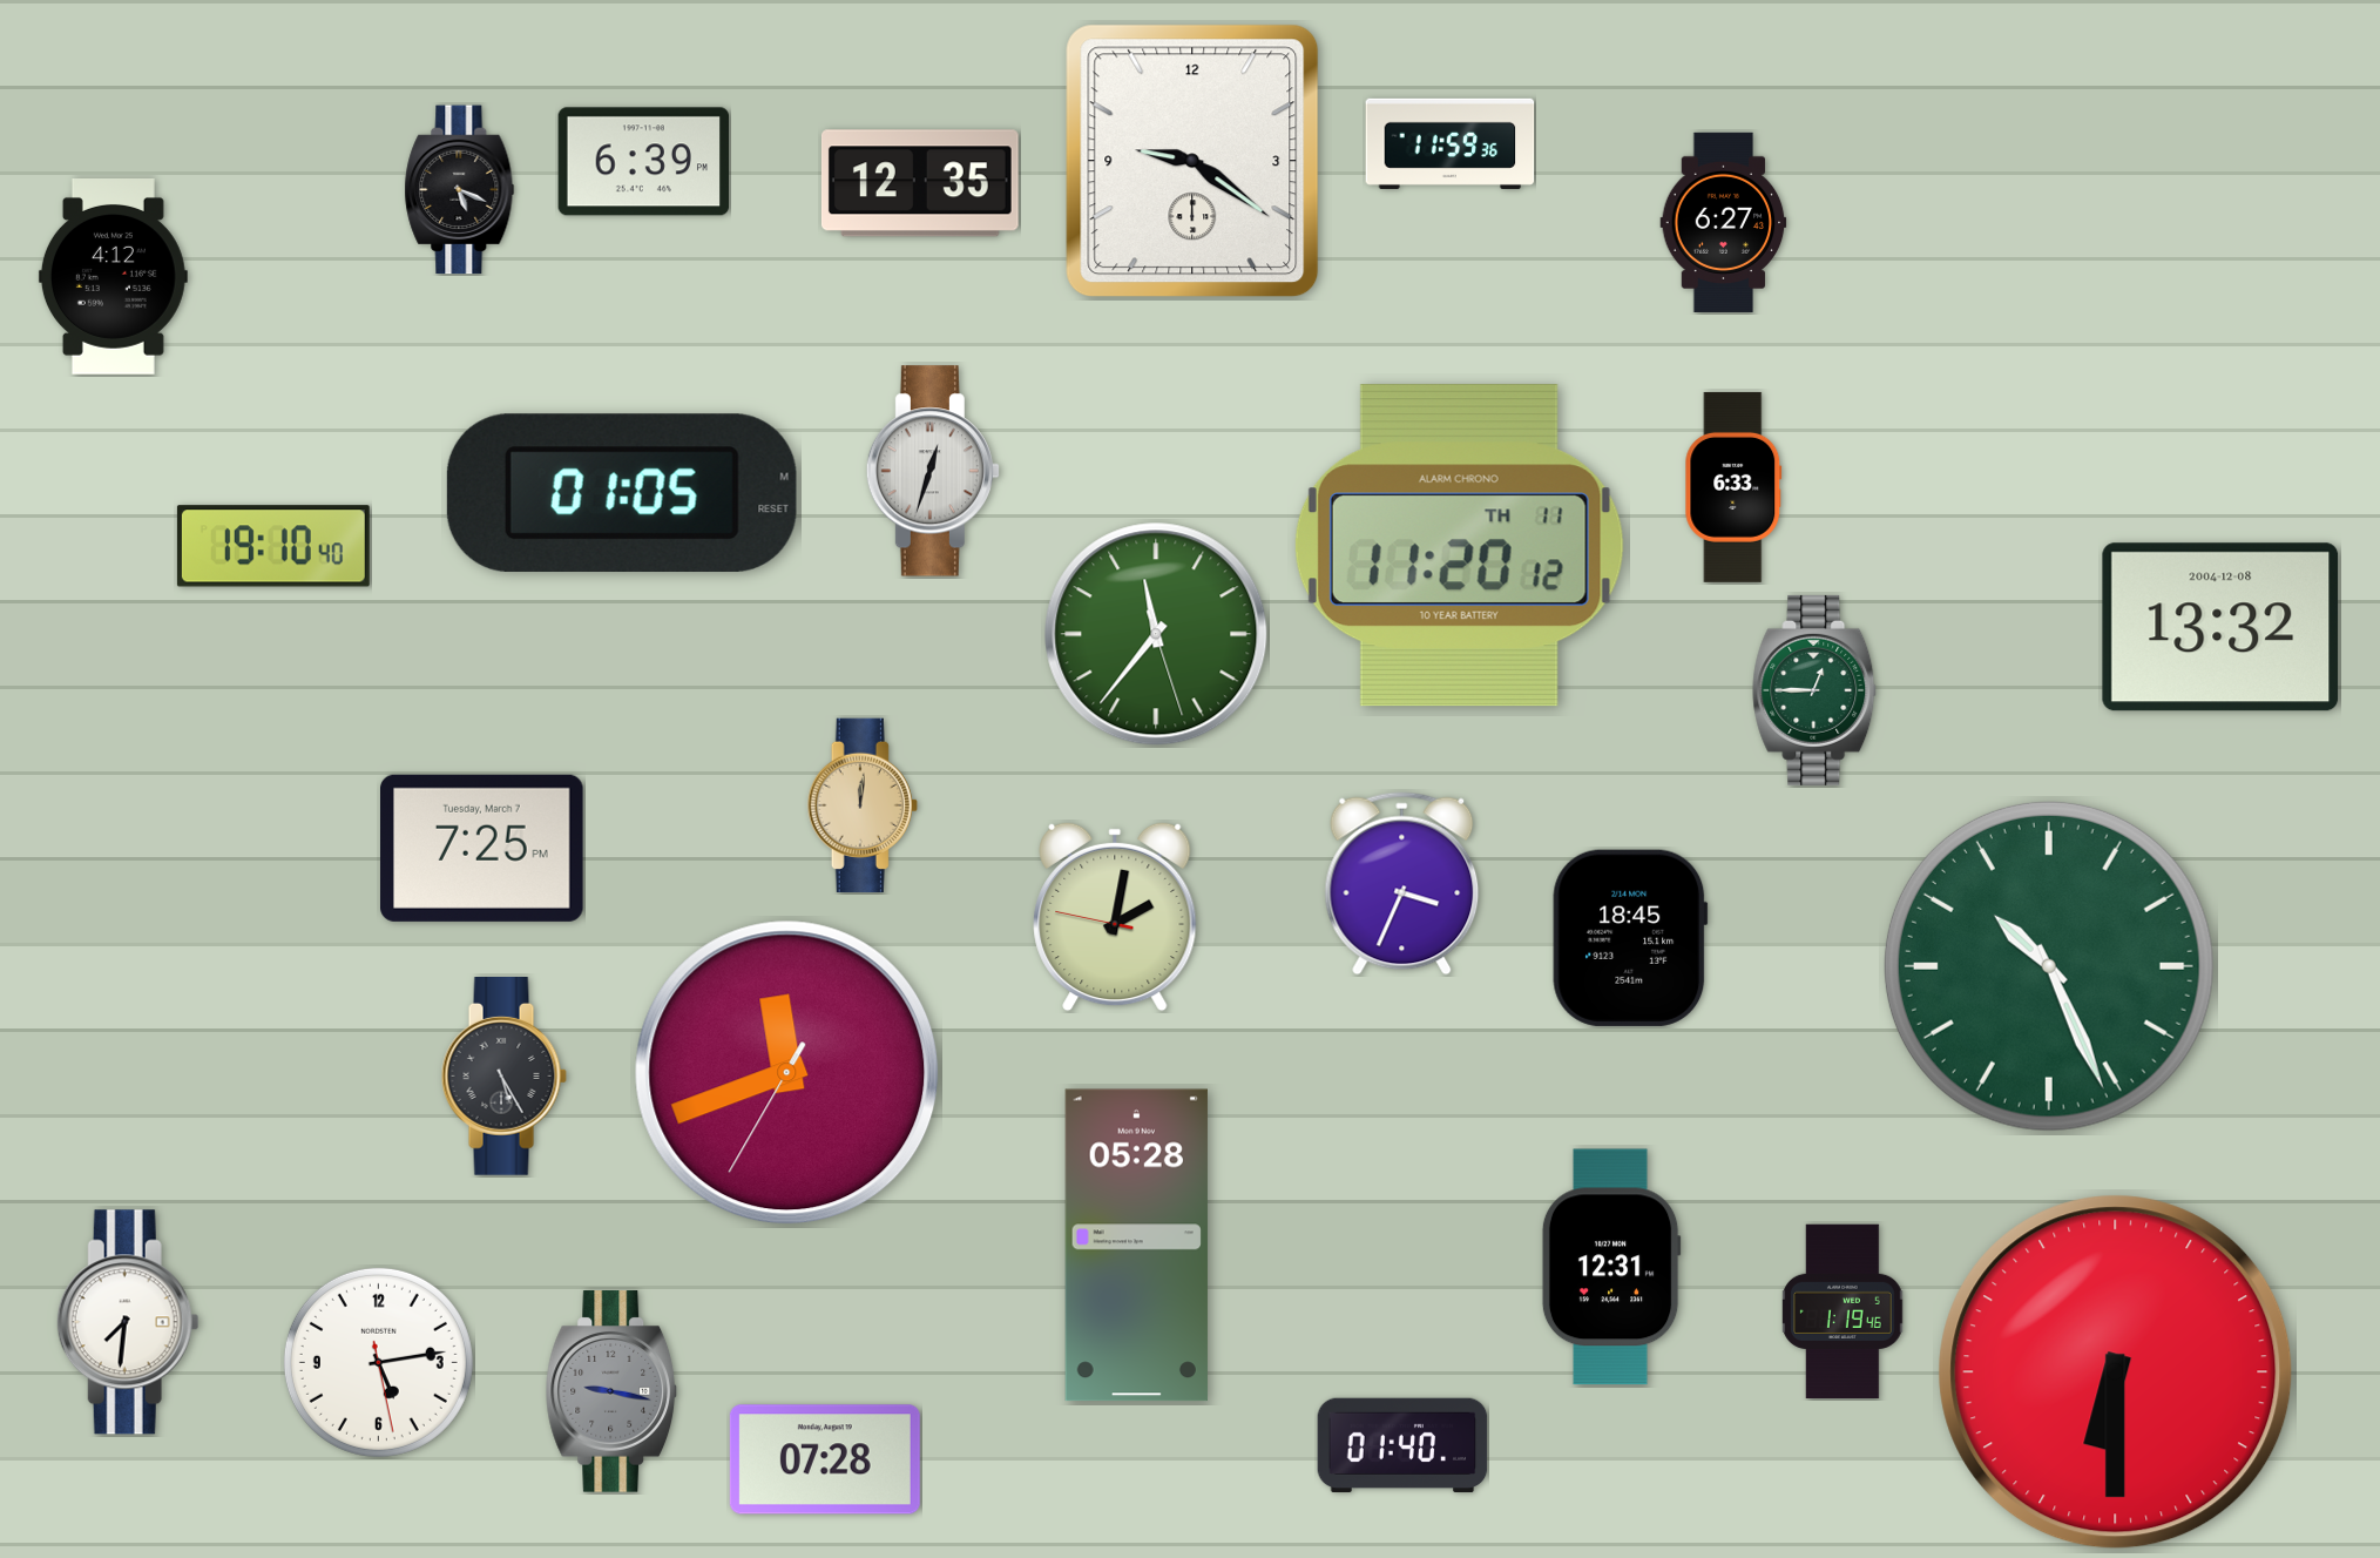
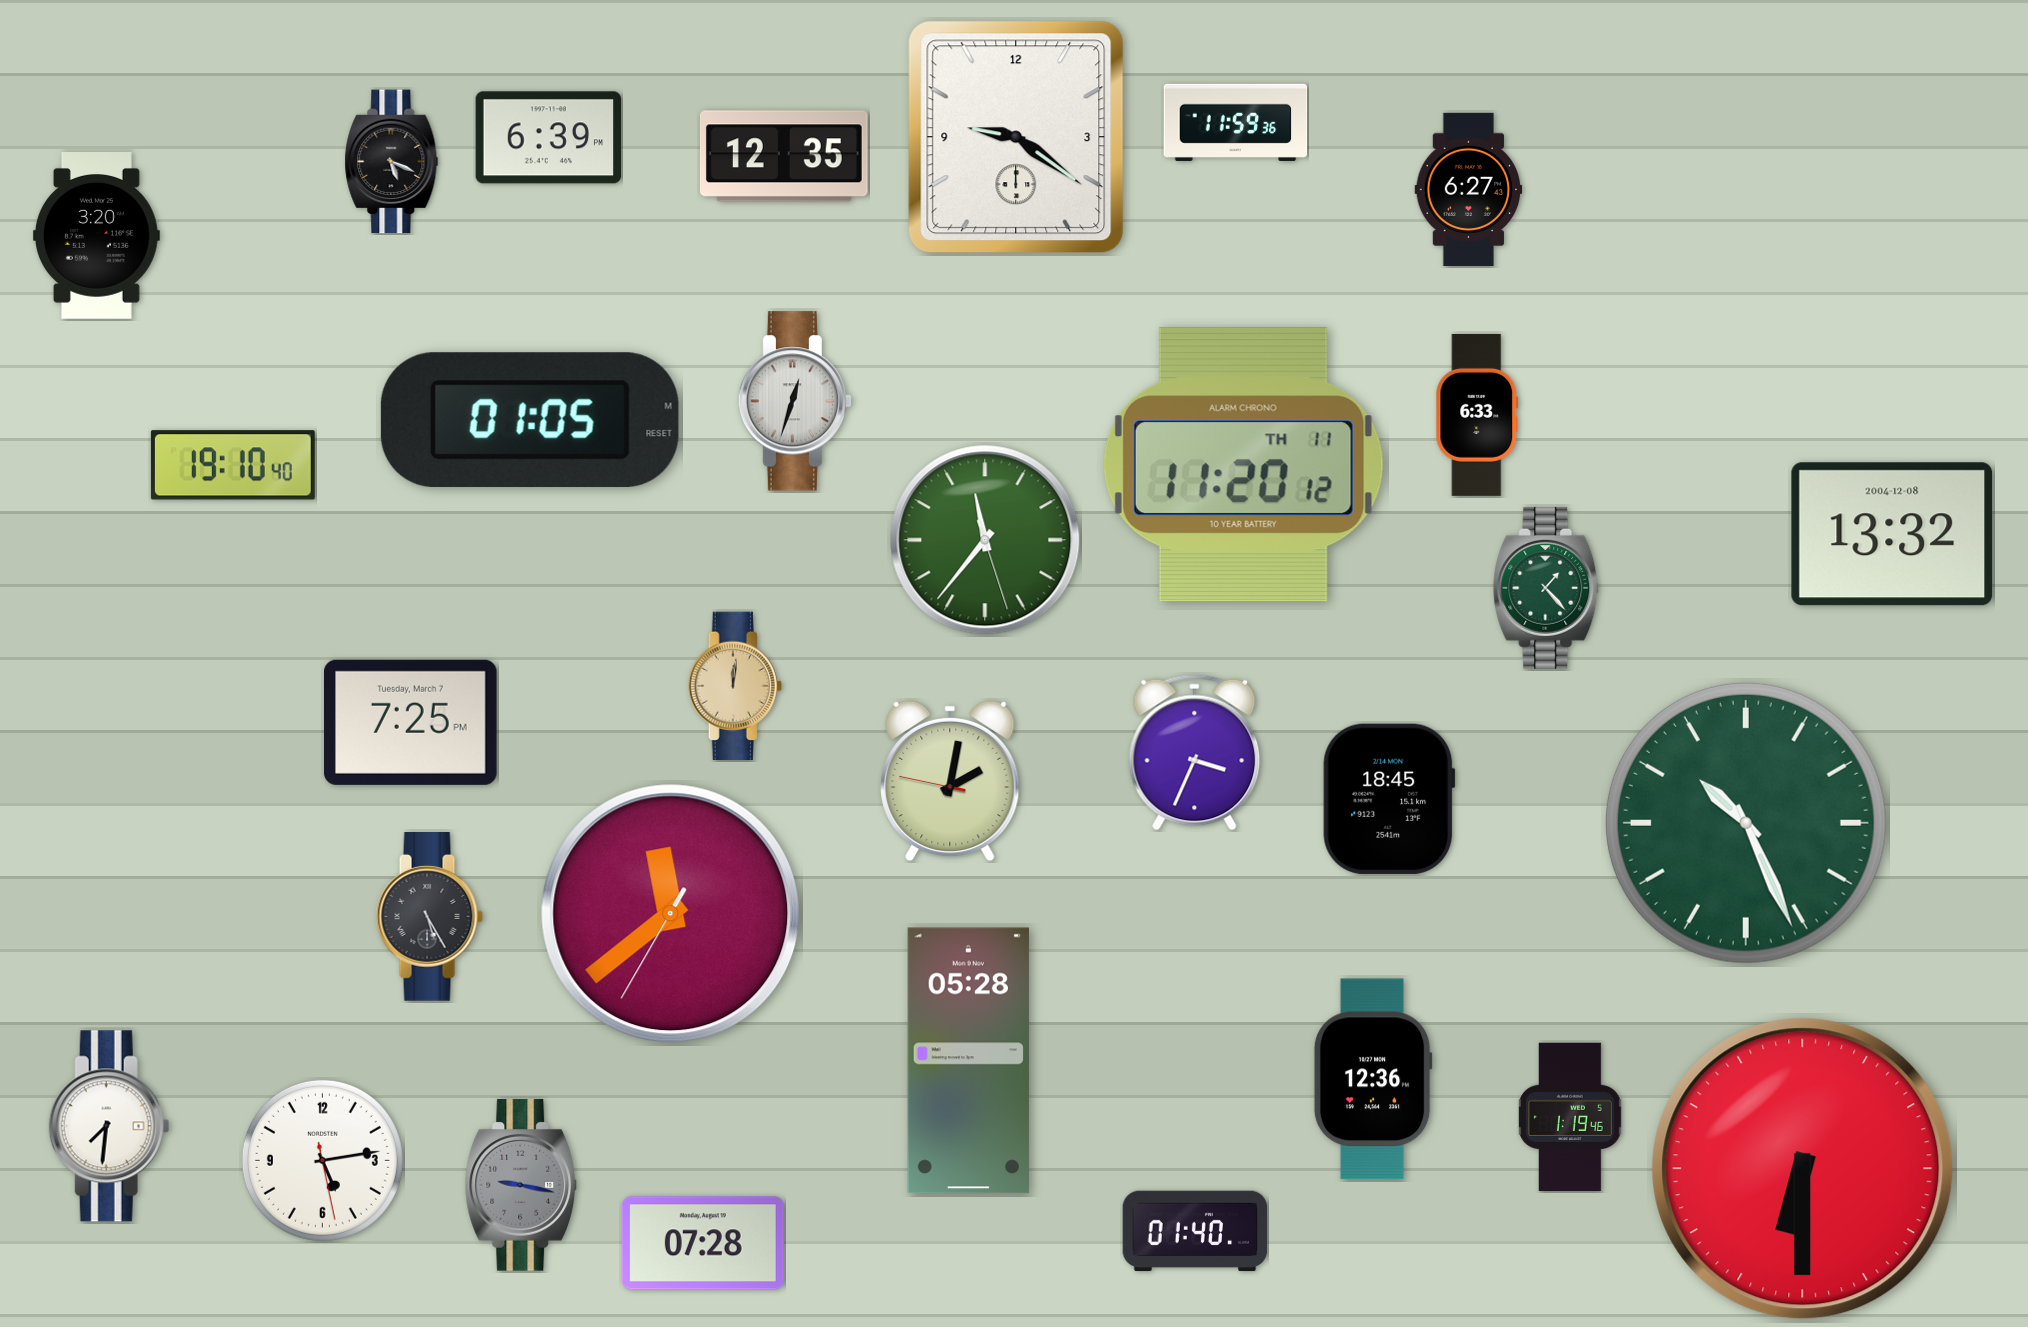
clock at (113, 277): 4:12 -> 3:20
clock at (1816, 690): 12:45 -> 1:23
clock at (787, 1073): 11:41 -> 11:38
clock at (1611, 1267): 12:31 -> 12:36
